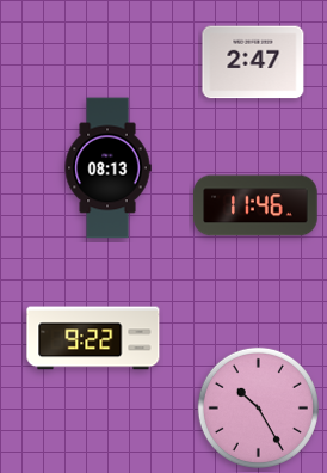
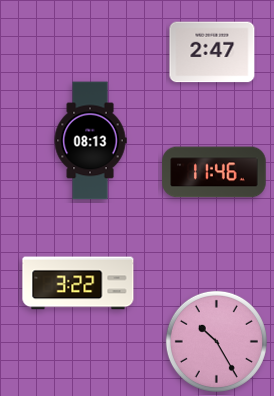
clock at (93, 338): 9:22 -> 3:22
